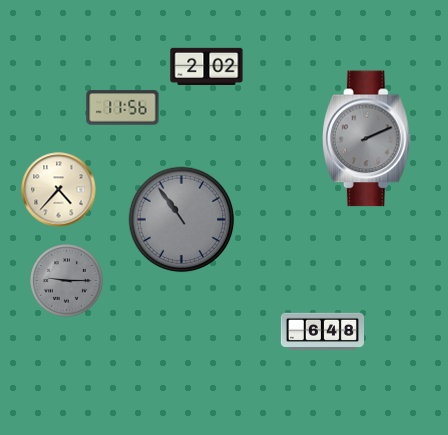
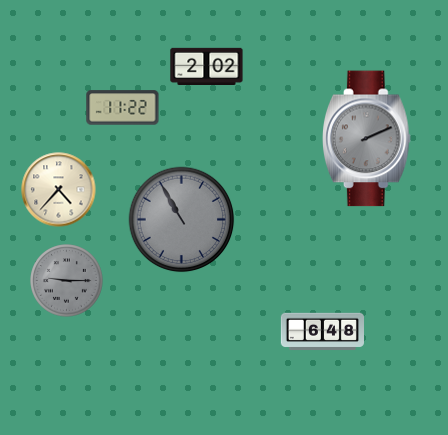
clock at (123, 108): 11:56 -> 11:22
clock at (182, 220): 10:54 -> 10:55
